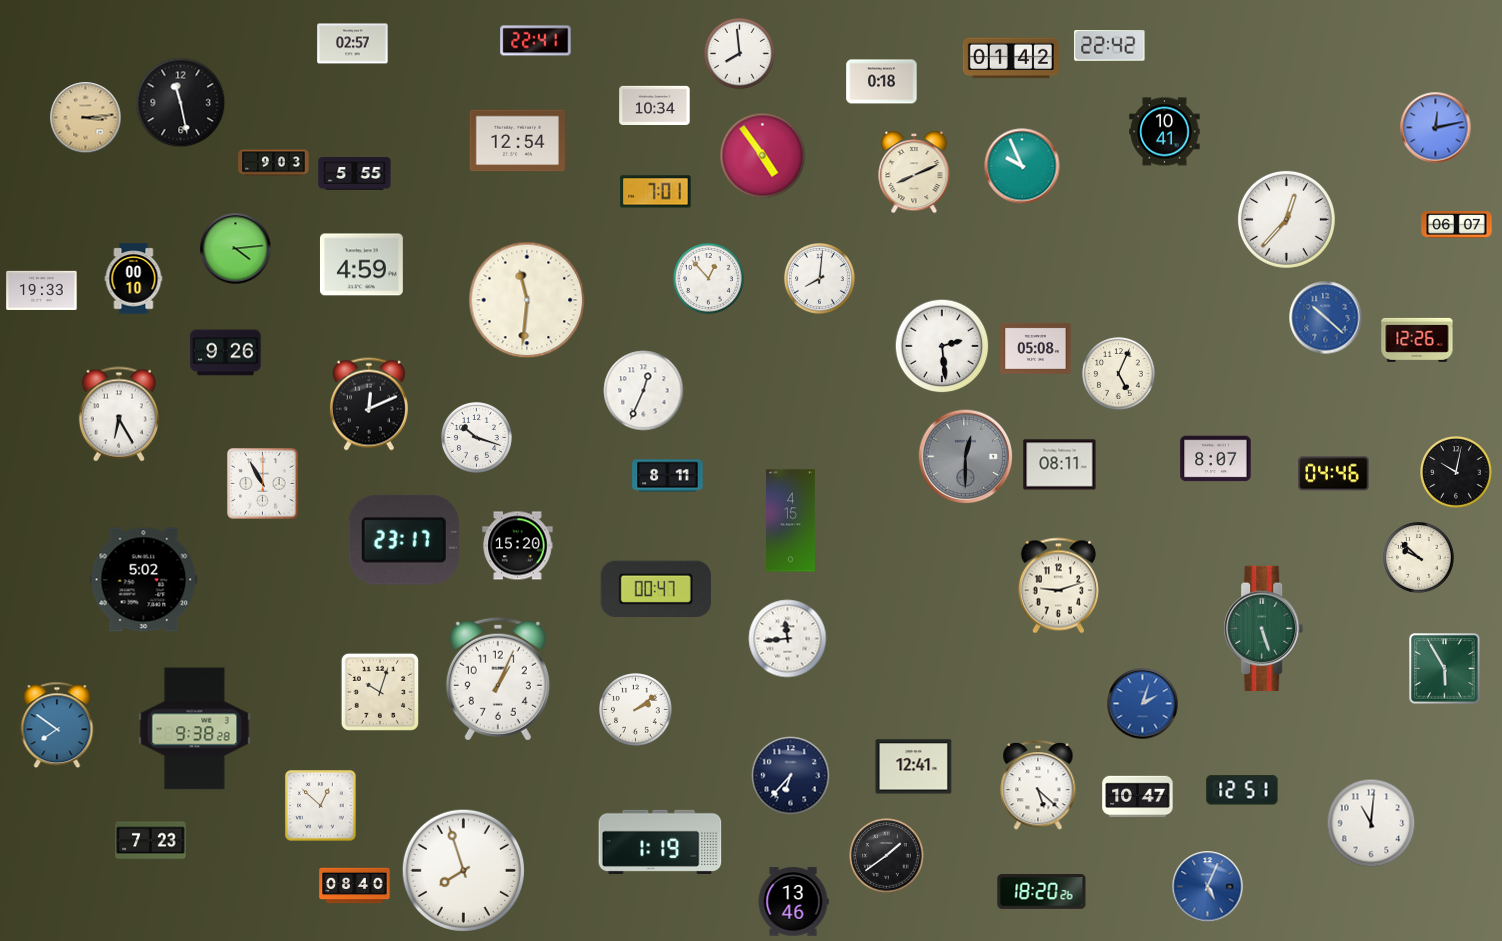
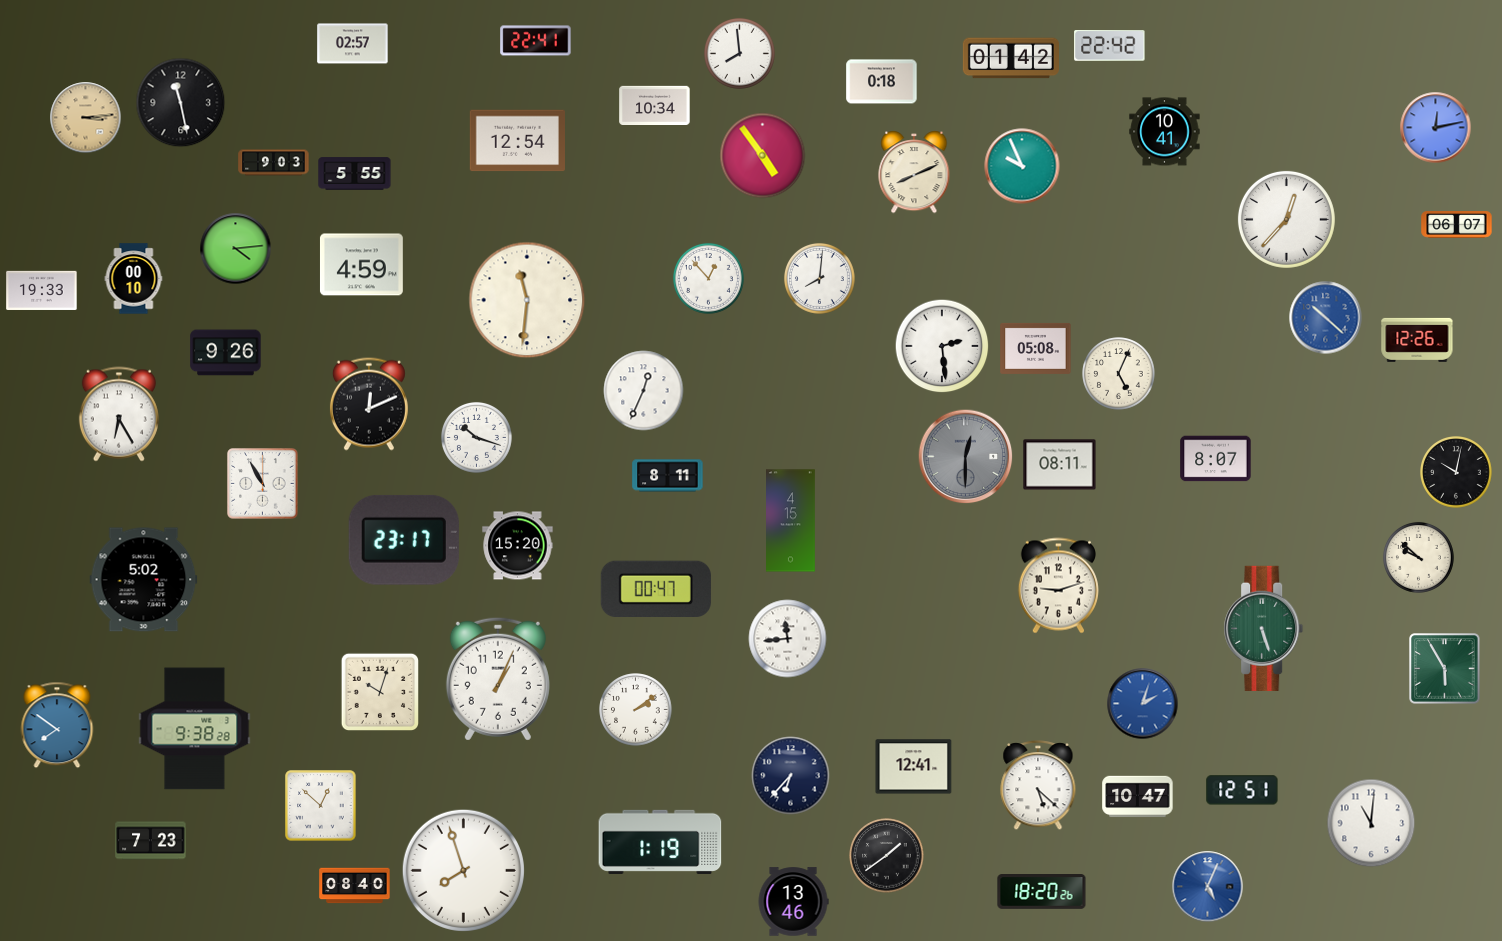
clock at (656, 192): 7:01 -> none
clock at (1334, 474): 04:46 -> none
